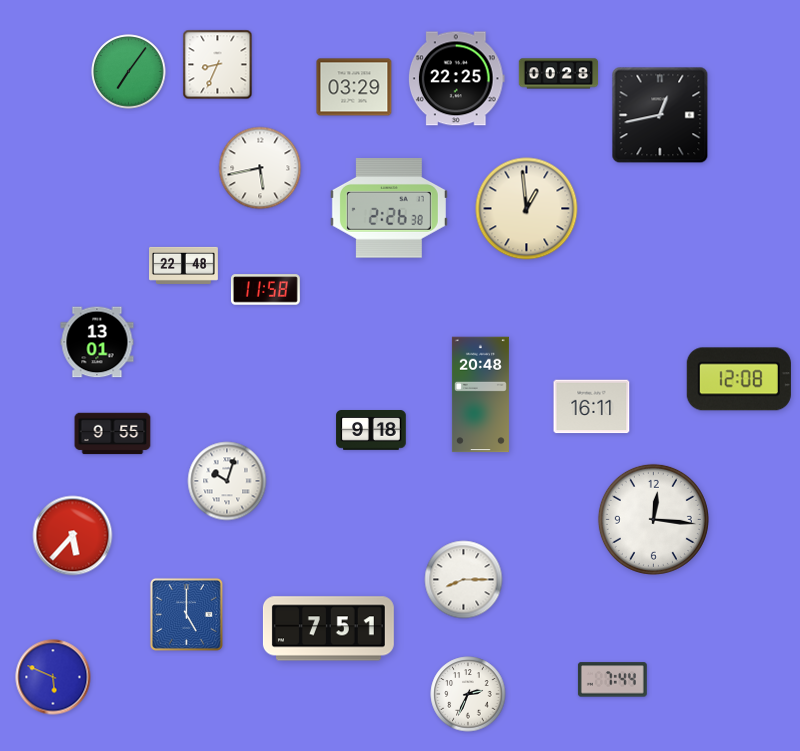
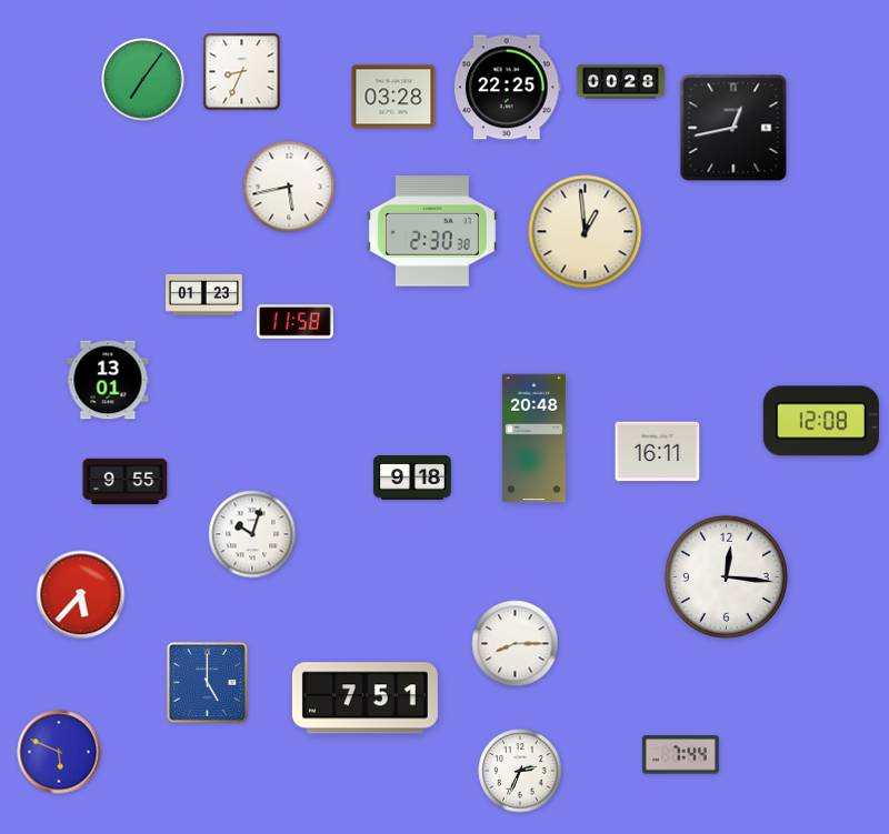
clock at (354, 87): 03:29 -> 03:28
clock at (389, 208): 2:26 -> 2:30
clock at (184, 265): 22:48 -> 01:23
